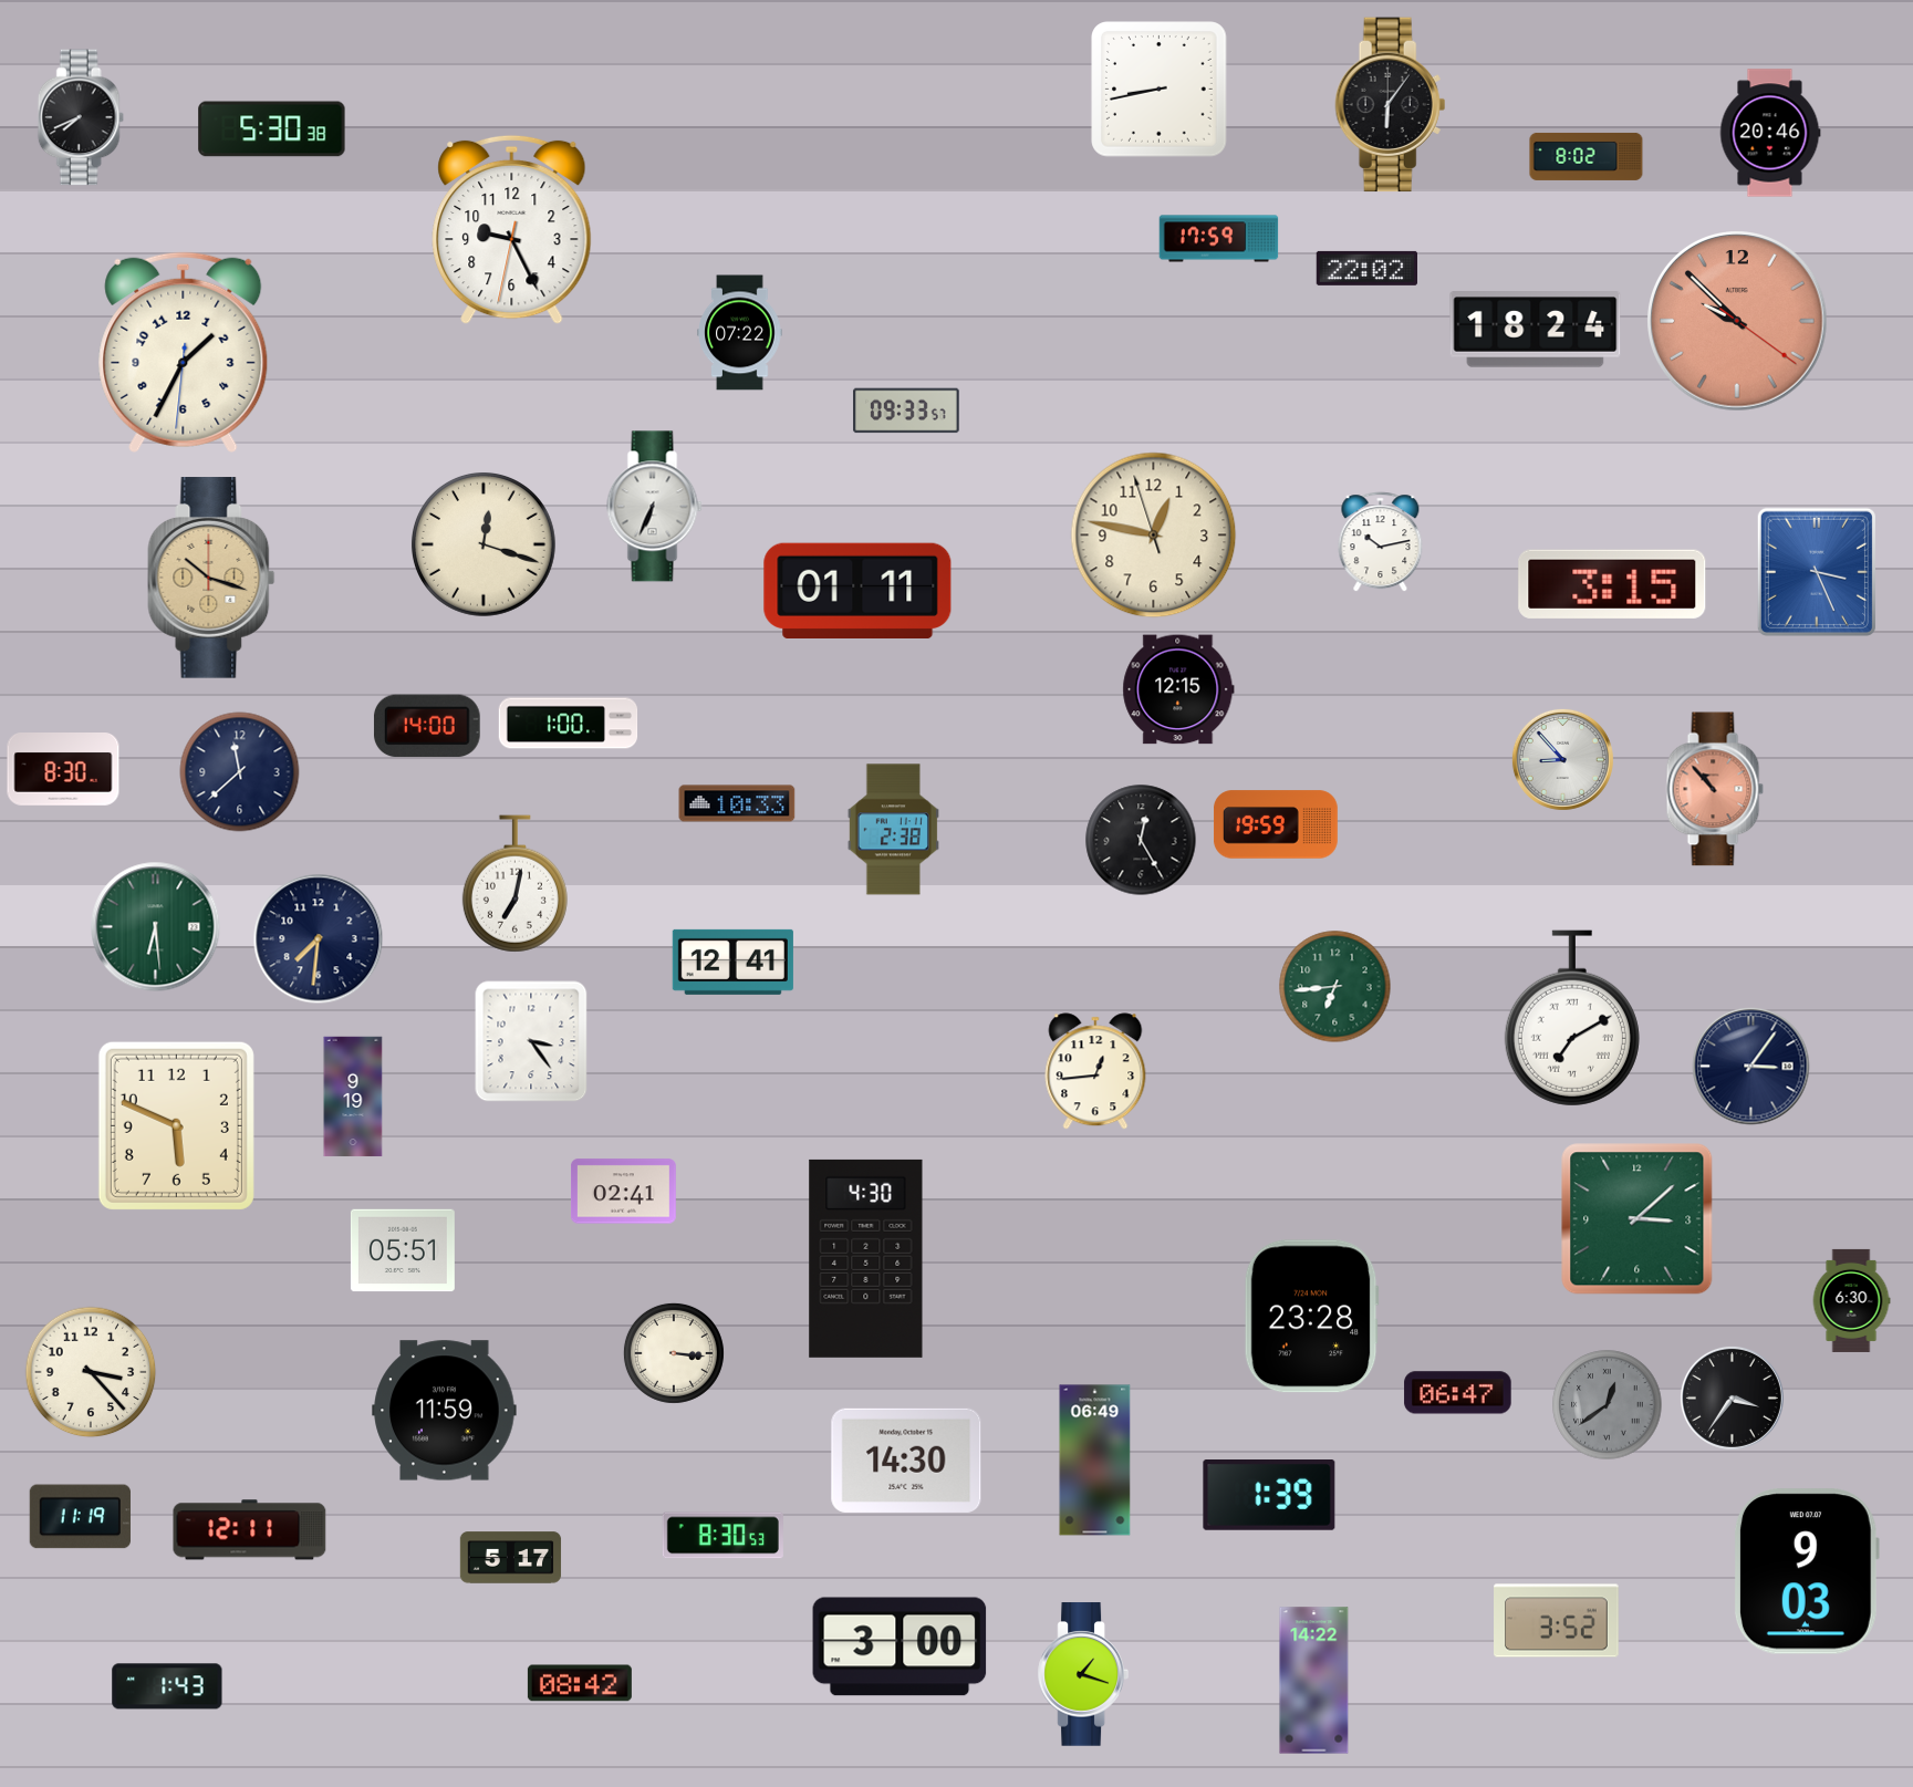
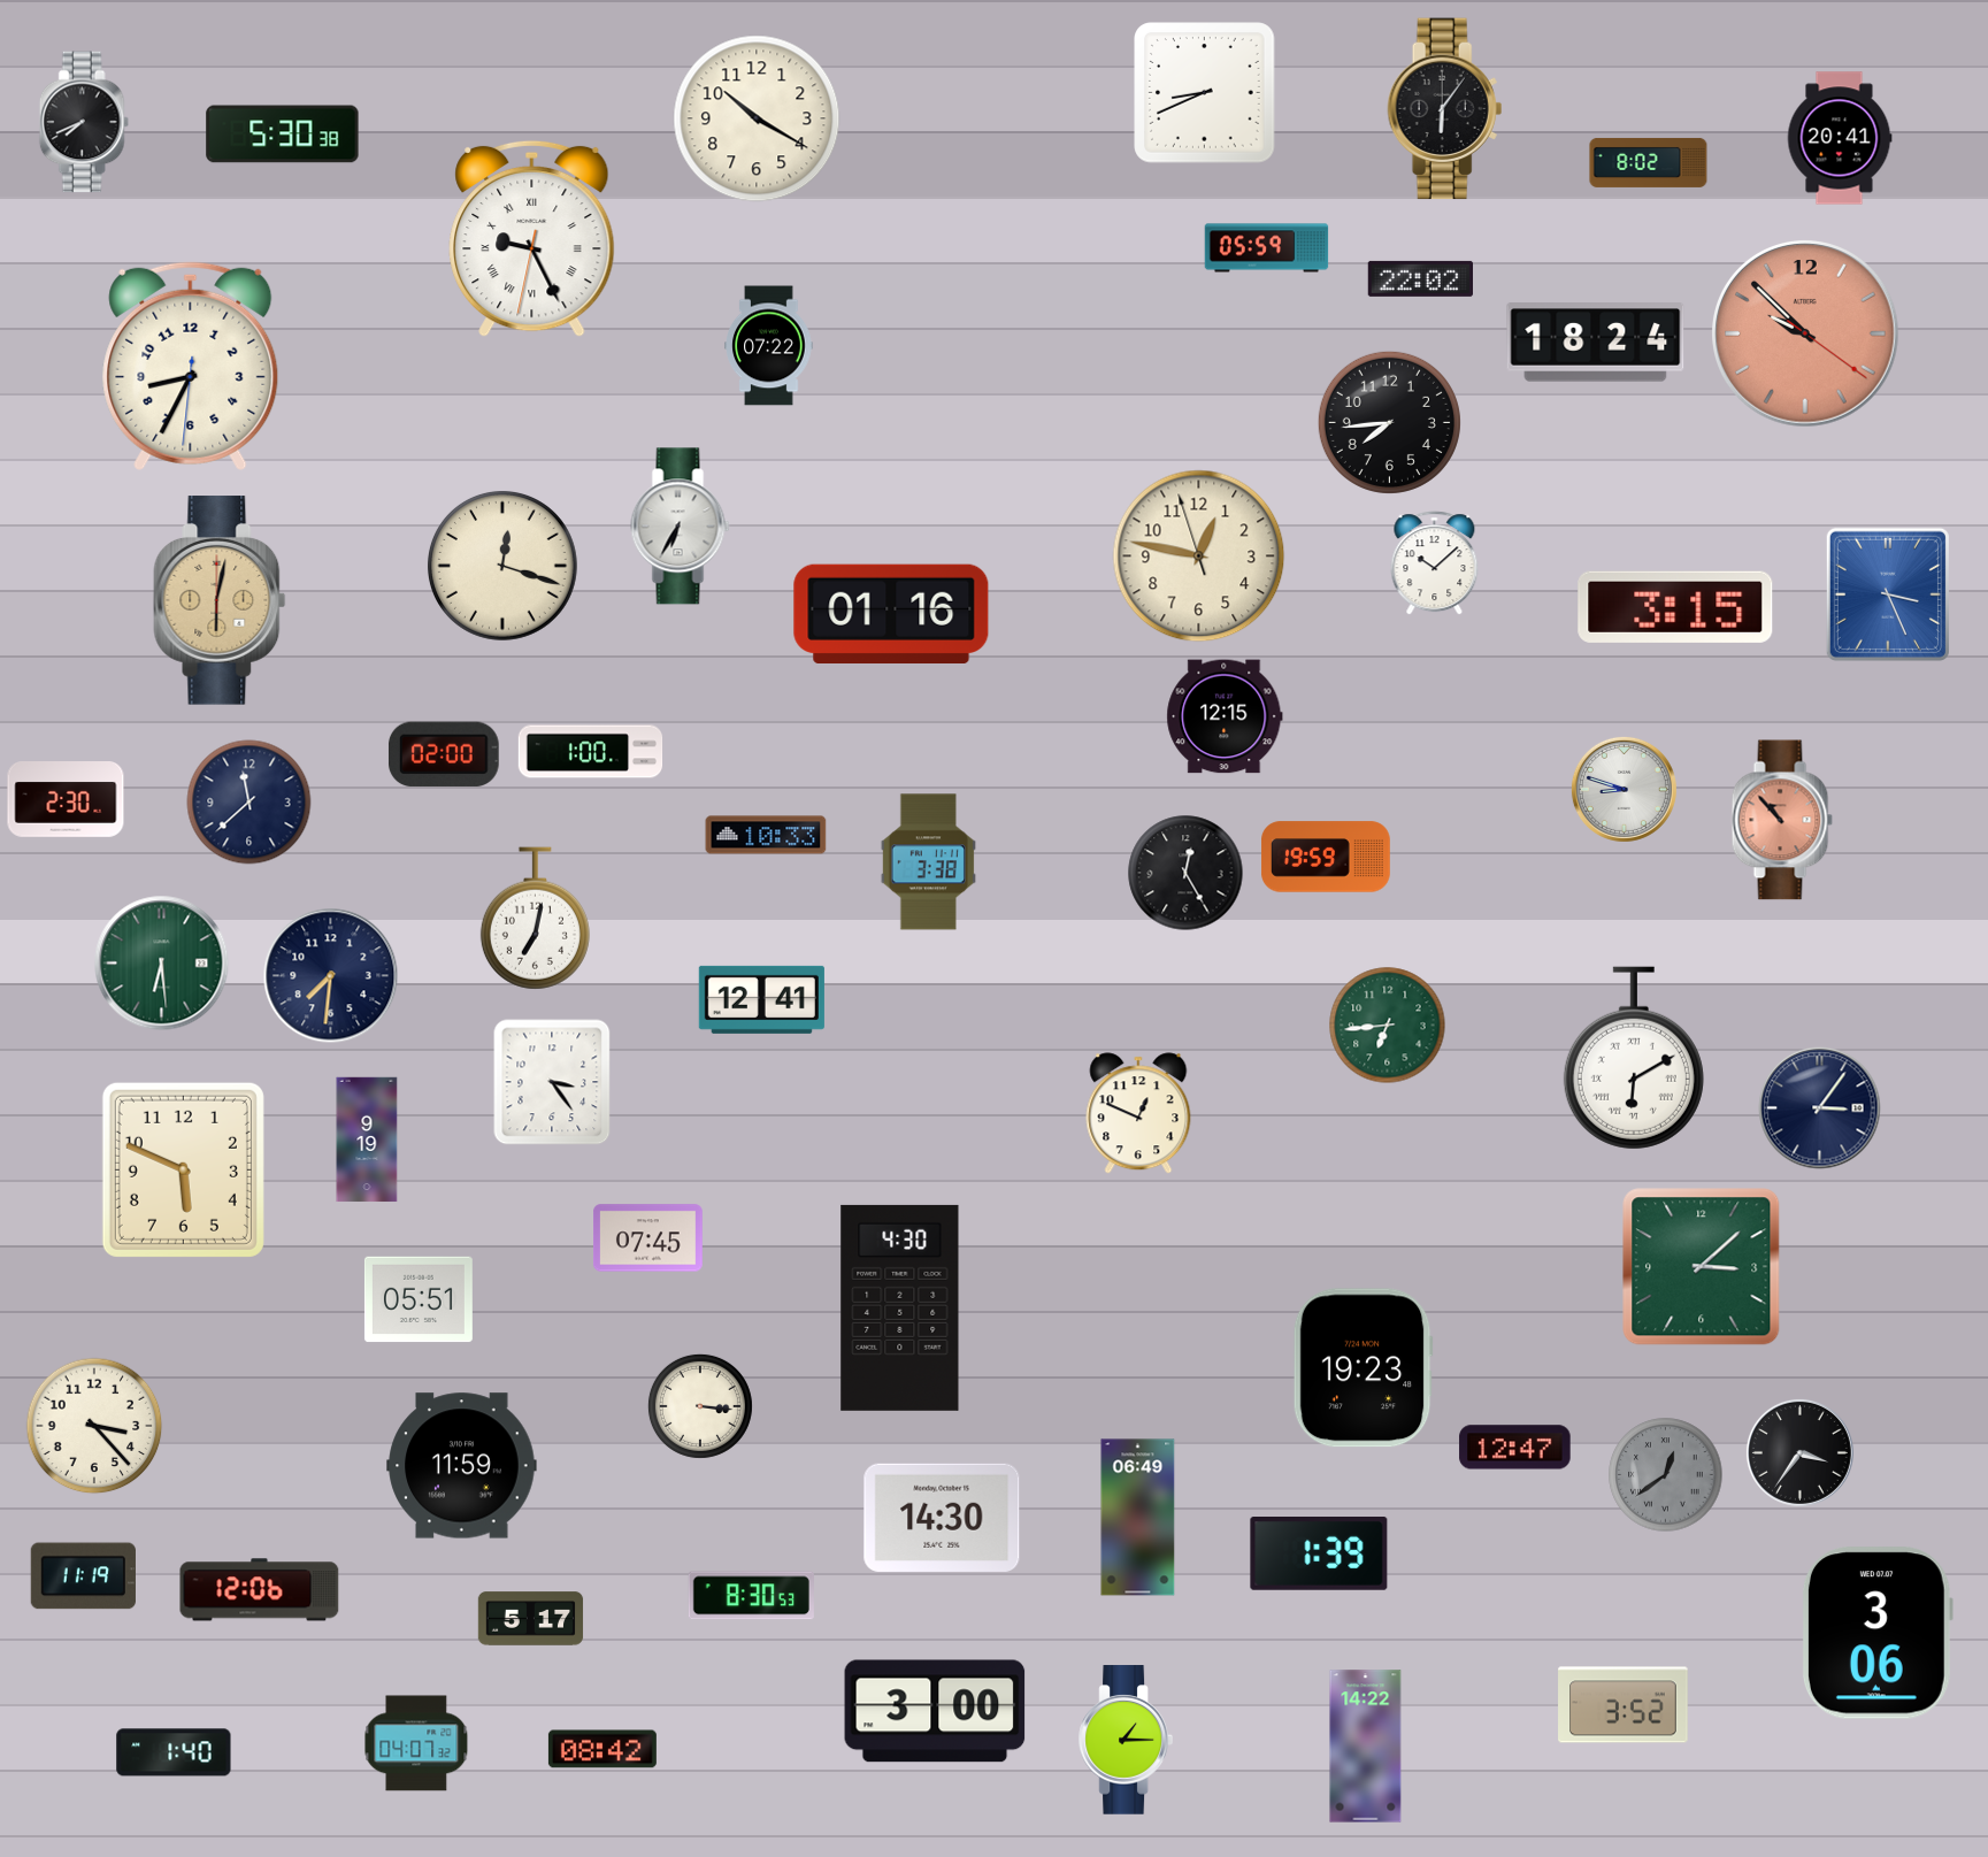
clock at (1160, 90): 8:43 -> 8:41
clock at (757, 118): none -> 10:20
clock at (1770, 133): 20:46 -> 20:41
clock at (512, 230) numerals: Arabic -> Roman
clock at (1219, 239): 17:59 -> 05:59
clock at (184, 352): 1:34 -> 8:34
clock at (1389, 422): none -> 7:44
clock at (906, 411): 09:33 -> none
clock at (655, 507): 6:34 -> 6:35
clock at (1381, 542): 10:13 -> 10:08
clock at (211, 578): 10:18 -> 6:02
clock at (857, 590): 01:11 -> 01:16
clock at (427, 726): 14:00 -> 02:00
clock at (1562, 759): 8:53 -> 8:48
clock at (63, 770): 8:30 -> 2:30
clock at (893, 830): 2:38 -> 3:38
clock at (1572, 1018): 7:10 -> 6:10
clock at (1095, 1071): 12:44 -> 12:49
clock at (624, 1192): 02:41 -> 07:45
clock at (1851, 1300): 6:30 -> none
clock at (1311, 1317): 23:28 -> 19:23
clock at (1458, 1393): 06:47 -> 12:47
clock at (1608, 1405) position: (1608, 1405) -> (1666, 1475)
clock at (250, 1530): 12:11 -> 12:06
clock at (1807, 1571): 9:03 -> 3:06
clock at (1557, 1621) position: (1557, 1621) -> (1624, 1705)
clock at (1082, 1674): 1:18 -> 1:15
clock at (416, 1743): none -> 04:07
clock at (167, 1686): 1:43 -> 1:40
